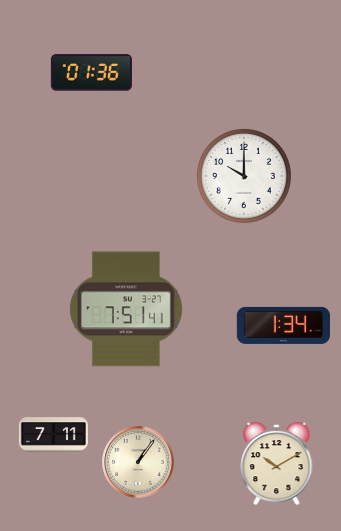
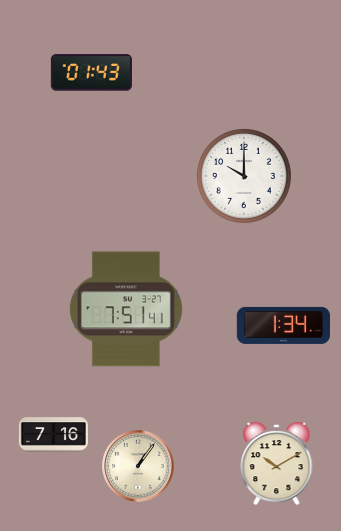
clock at (91, 73): 01:36 -> 01:43
clock at (53, 435): 7:11 -> 7:16
clock at (138, 462) position: (138, 462) -> (138, 466)
